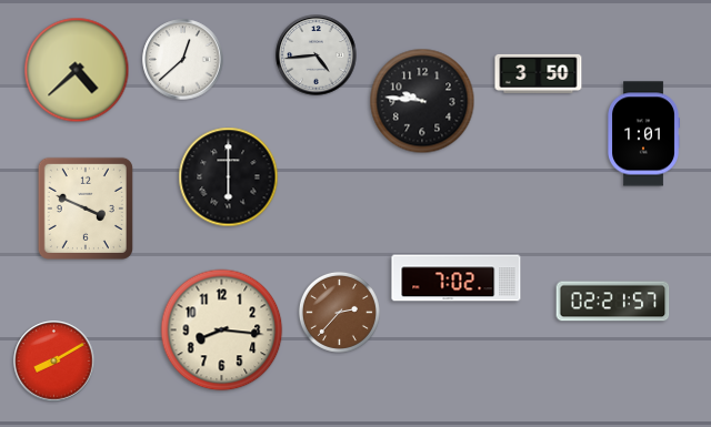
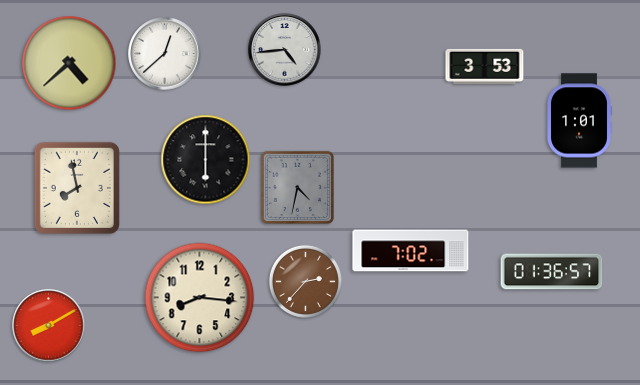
clock at (539, 73): 3:50 -> 3:53
clock at (422, 101): 9:46 -> none
clock at (297, 187): none -> 4:32
clock at (86, 209): 3:49 -> 7:58
clock at (613, 302): 02:21 -> 01:36
